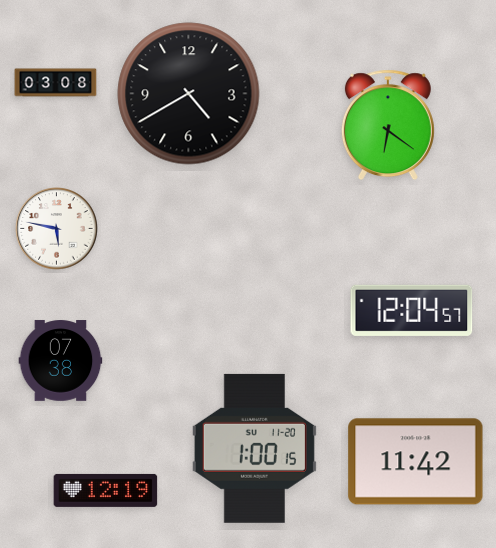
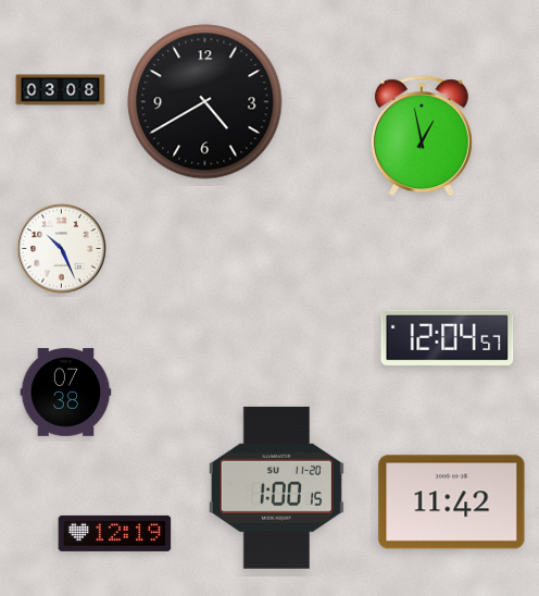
clock at (388, 125): 6:21 -> 12:58
clock at (57, 229): 5:47 -> 10:26
